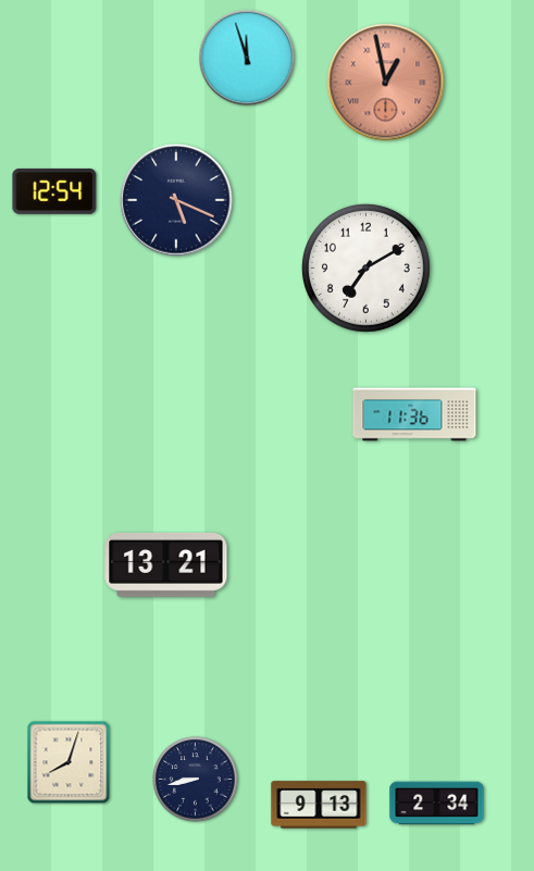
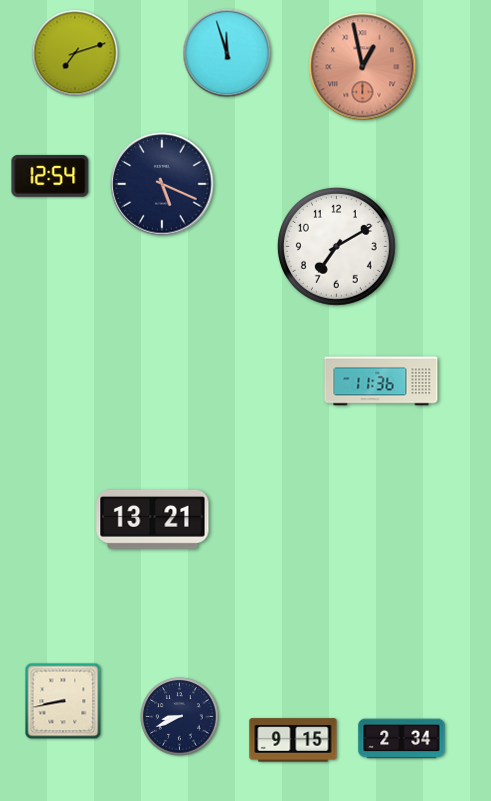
clock at (75, 53): none -> 7:12
clock at (386, 83) position: (386, 83) -> (363, 67)
clock at (69, 762): 8:03 -> 8:43
clock at (196, 780): 8:43 -> 8:41
clock at (319, 805): 9:13 -> 9:15
